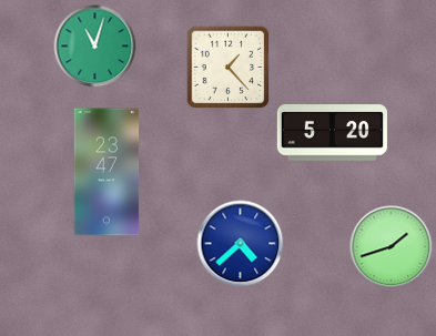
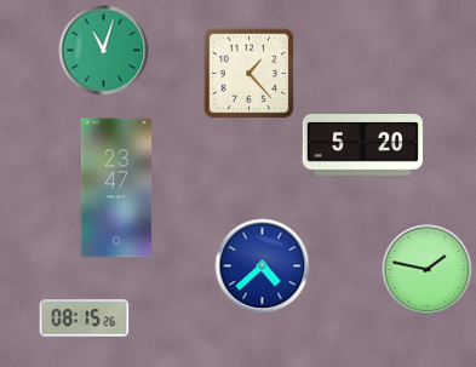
clock at (392, 247): 1:42 -> 1:47
clock at (85, 319): none -> 08:15
